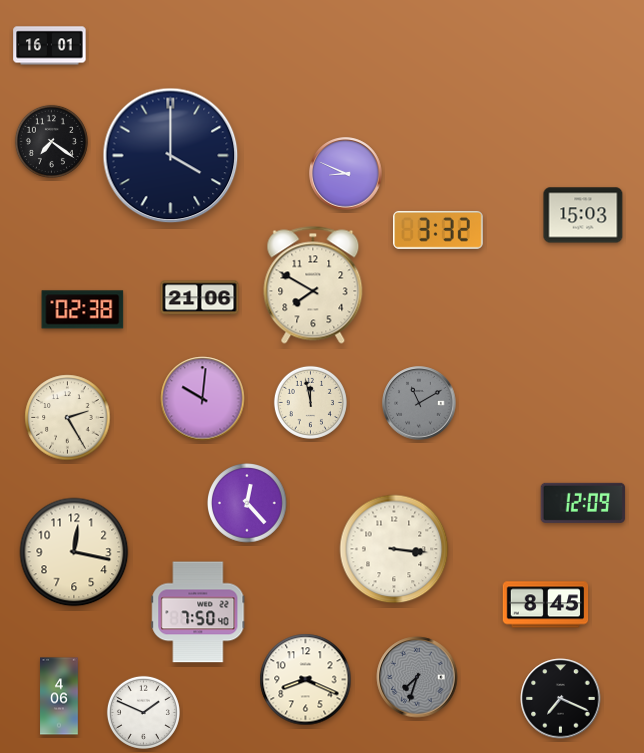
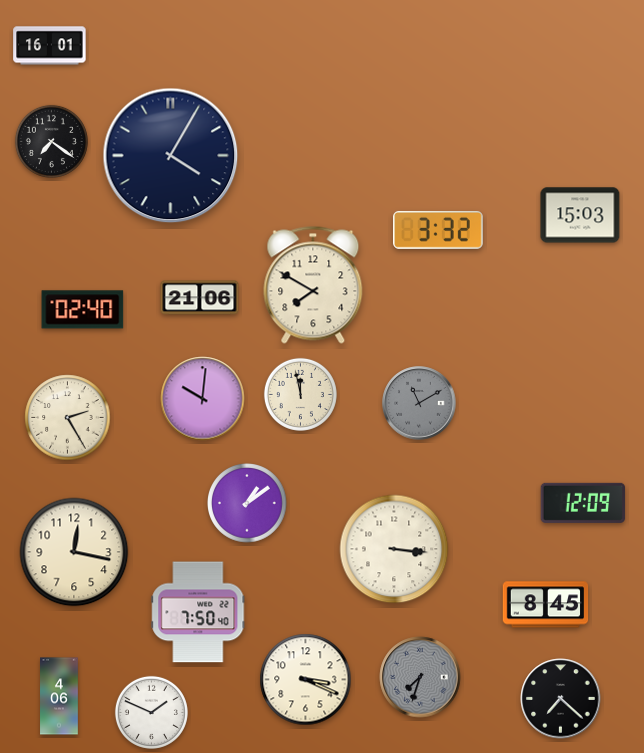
clock at (171, 156): 4:00 -> 4:05
clock at (346, 174): 8:49 -> none
clock at (583, 215) position: (583, 215) -> (580, 215)
clock at (83, 310): 02:38 -> 02:40
clock at (310, 402) position: (310, 402) -> (300, 394)
clock at (248, 504): 12:23 -> 1:09
clock at (417, 677) position: (417, 677) -> (420, 677)
clock at (306, 680): 8:19 -> 3:19
clock at (561, 699): 7:19 -> 7:22
clock at (143, 712) position: (143, 712) -> (151, 712)
